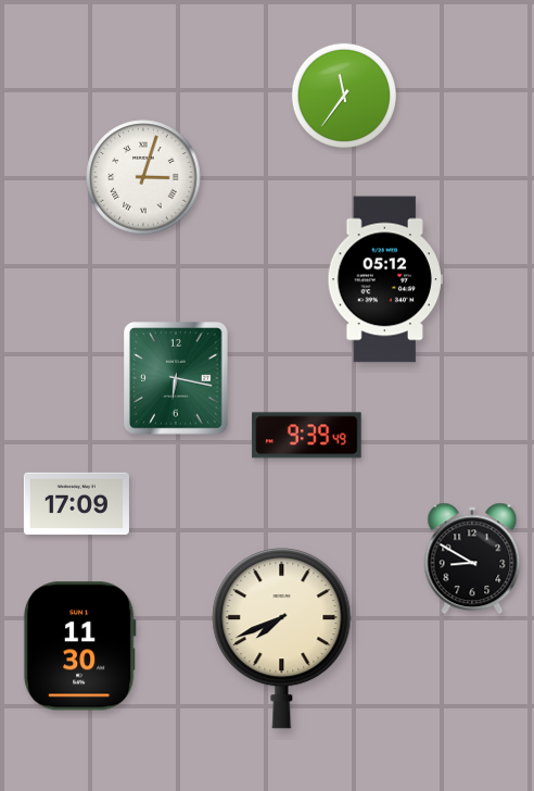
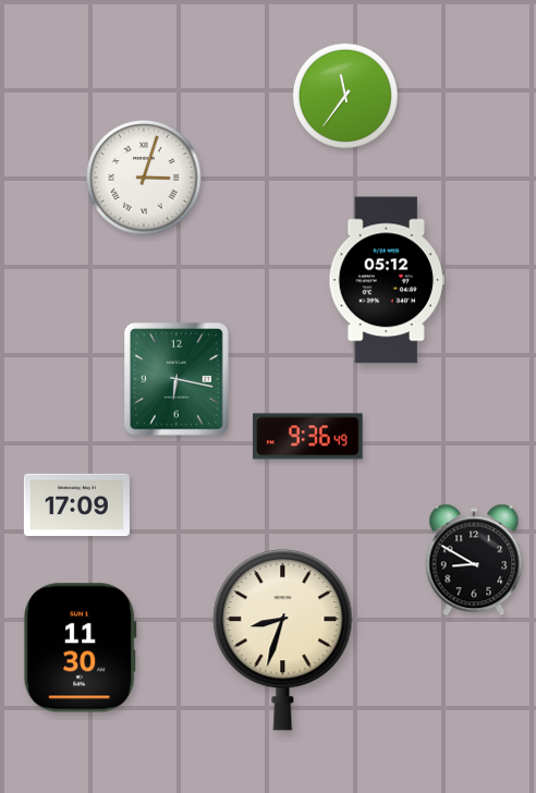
clock at (307, 436): 9:39 -> 9:36
clock at (282, 639): 7:41 -> 8:33
